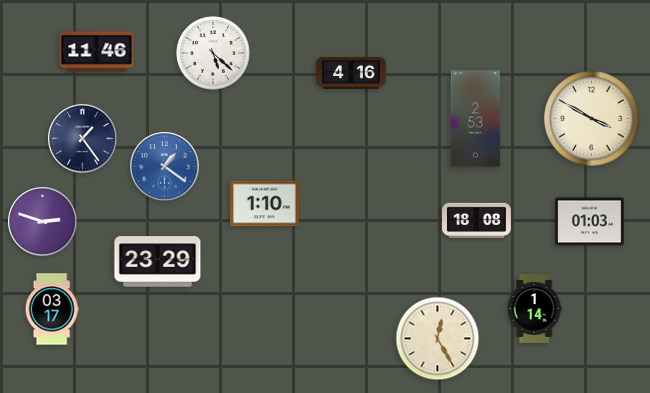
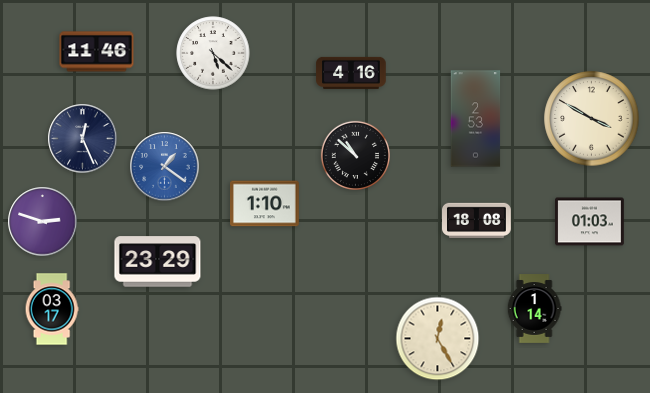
clock at (83, 139): 1:24 -> 12:26
clock at (355, 155): none -> 10:52
